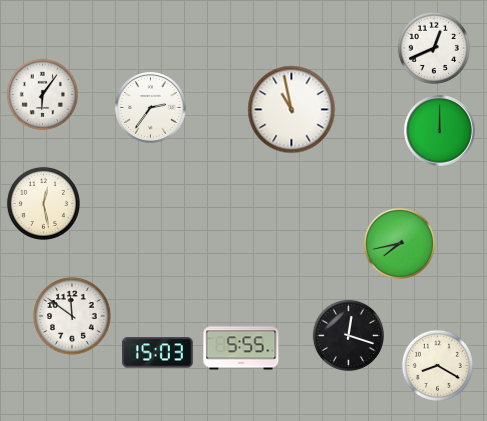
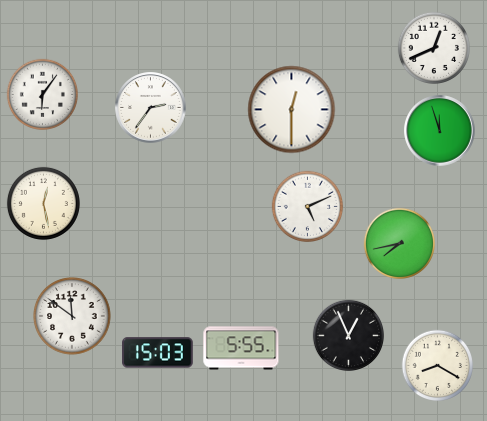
clock at (292, 110): 10:58 -> 12:30
clock at (440, 131): 12:00 -> 11:57
clock at (307, 206): none -> 5:11
clock at (348, 335): 12:18 -> 12:56
